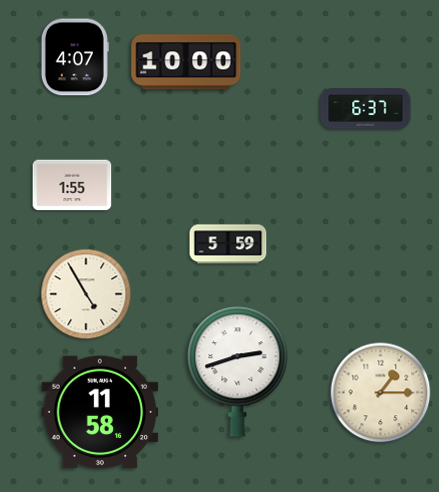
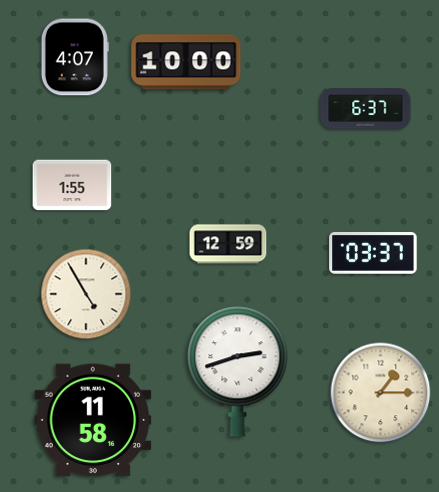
clock at (228, 244): 5:59 -> 12:59
clock at (373, 254): none -> 03:37
clock at (100, 412) position: (100, 412) -> (93, 420)
